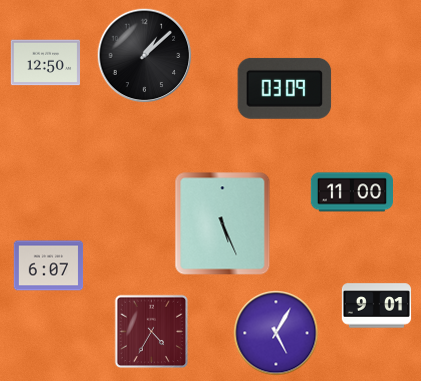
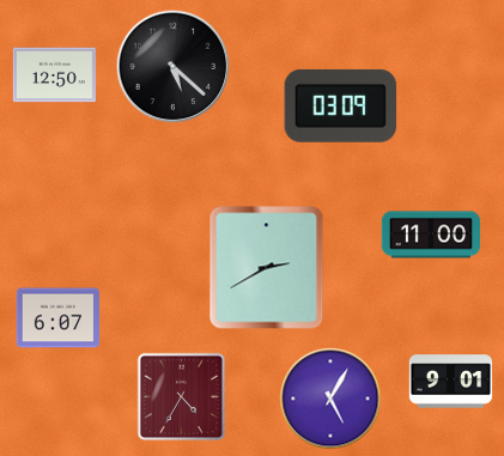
clock at (145, 56): 1:08 -> 5:22
clock at (351, 192) position: (351, 192) -> (430, 235)
clock at (223, 224): 5:26 -> 2:40
clock at (377, 306) position: (377, 306) -> (451, 382)
